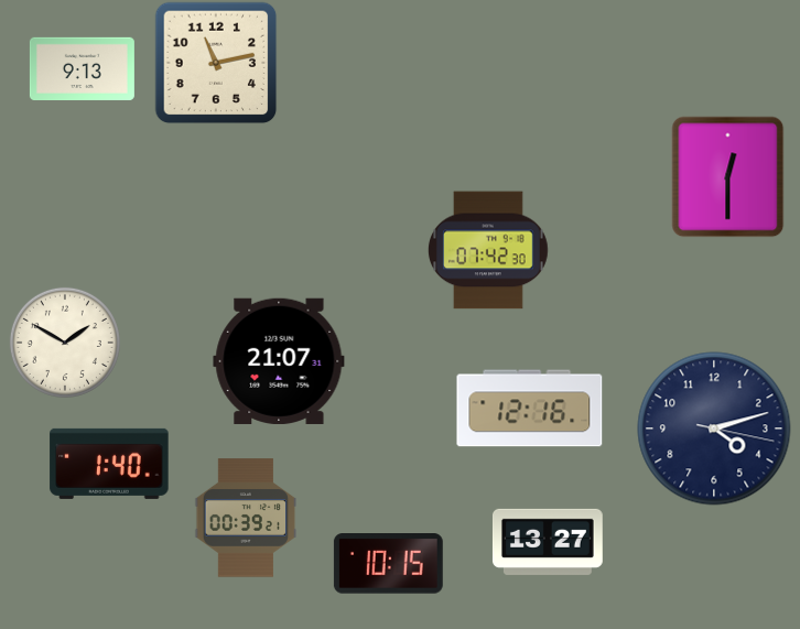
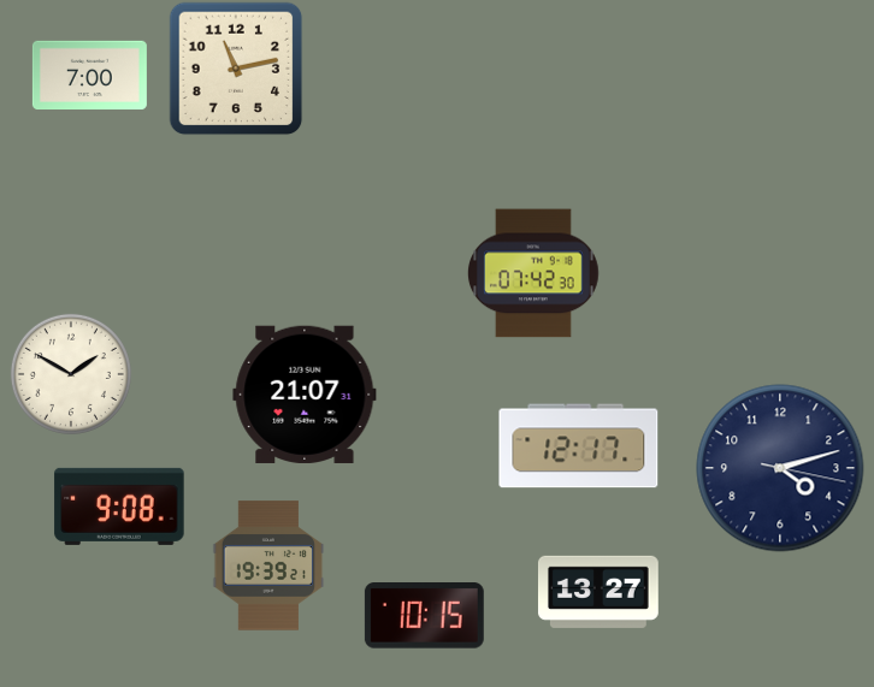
clock at (82, 68): 9:13 -> 7:00
clock at (728, 176): 12:30 -> none
clock at (530, 409): 12:16 -> 12:17
clock at (109, 464): 1:40 -> 9:08
clock at (246, 518): 00:39 -> 19:39
